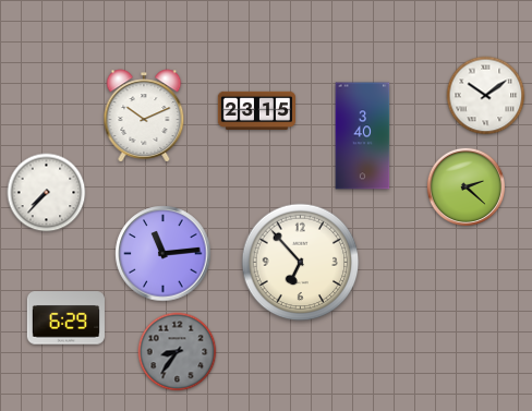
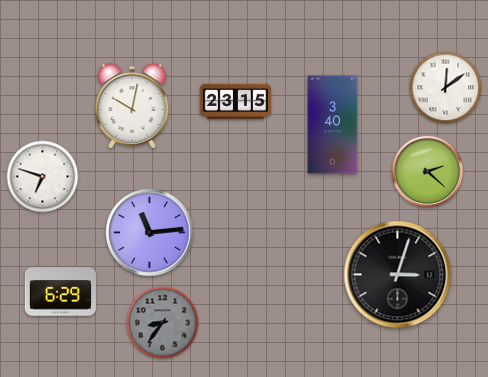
clock at (486, 96): 10:09 -> 12:09
clock at (144, 116): 10:11 -> 10:02
clock at (47, 193): 7:37 -> 6:48
clock at (301, 263): 6:53 -> none
clock at (398, 275): none -> 3:03
